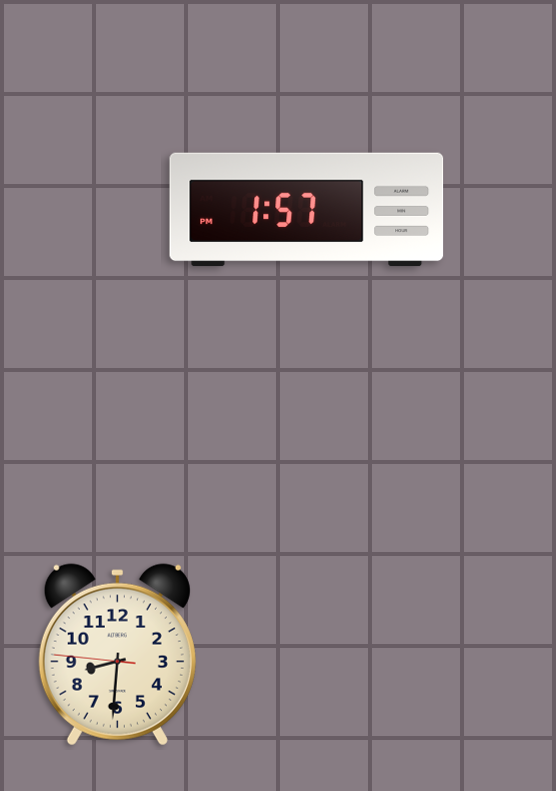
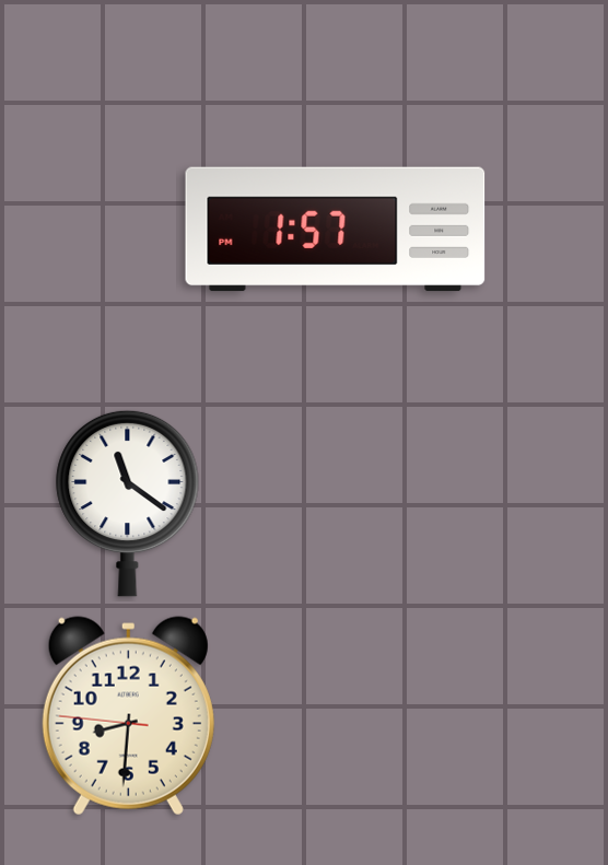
clock at (128, 503): none -> 11:21
